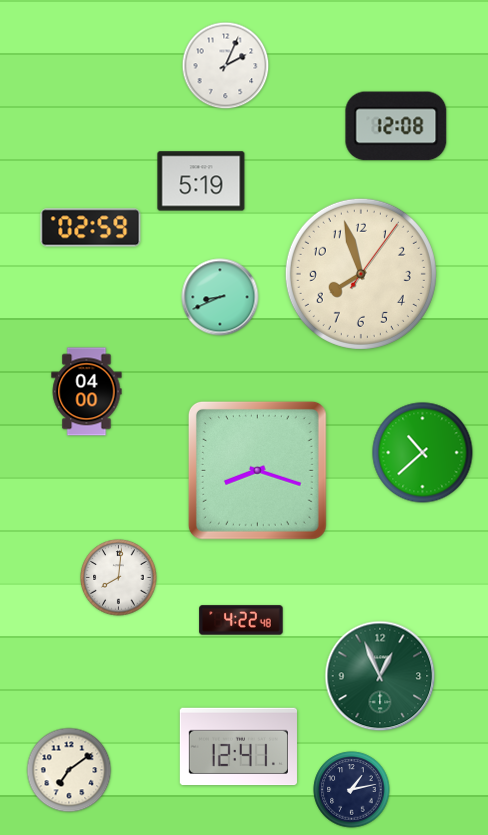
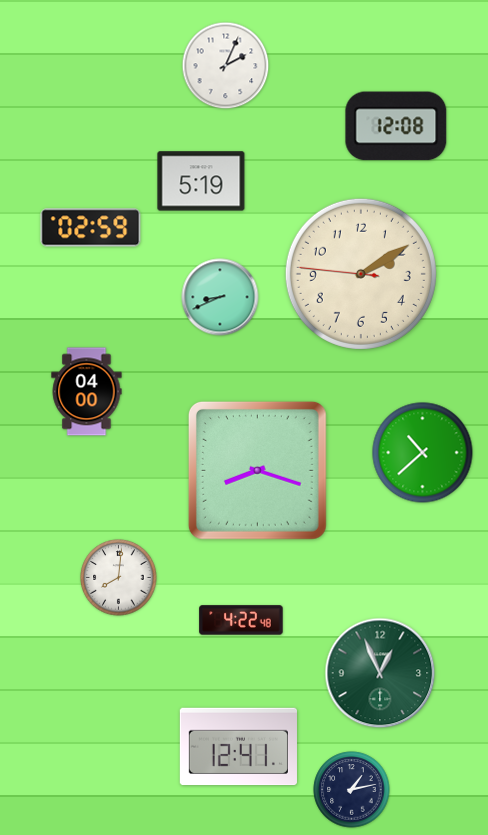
clock at (361, 274): 7:57 -> 2:09
clock at (380, 676) position: (380, 676) -> (380, 673)
clock at (69, 770): 7:09 -> none
